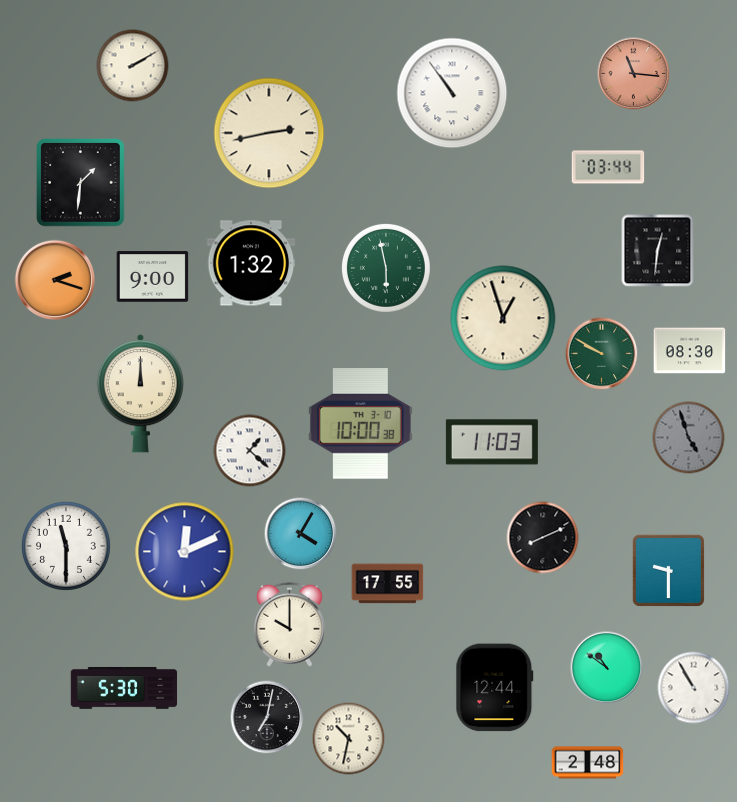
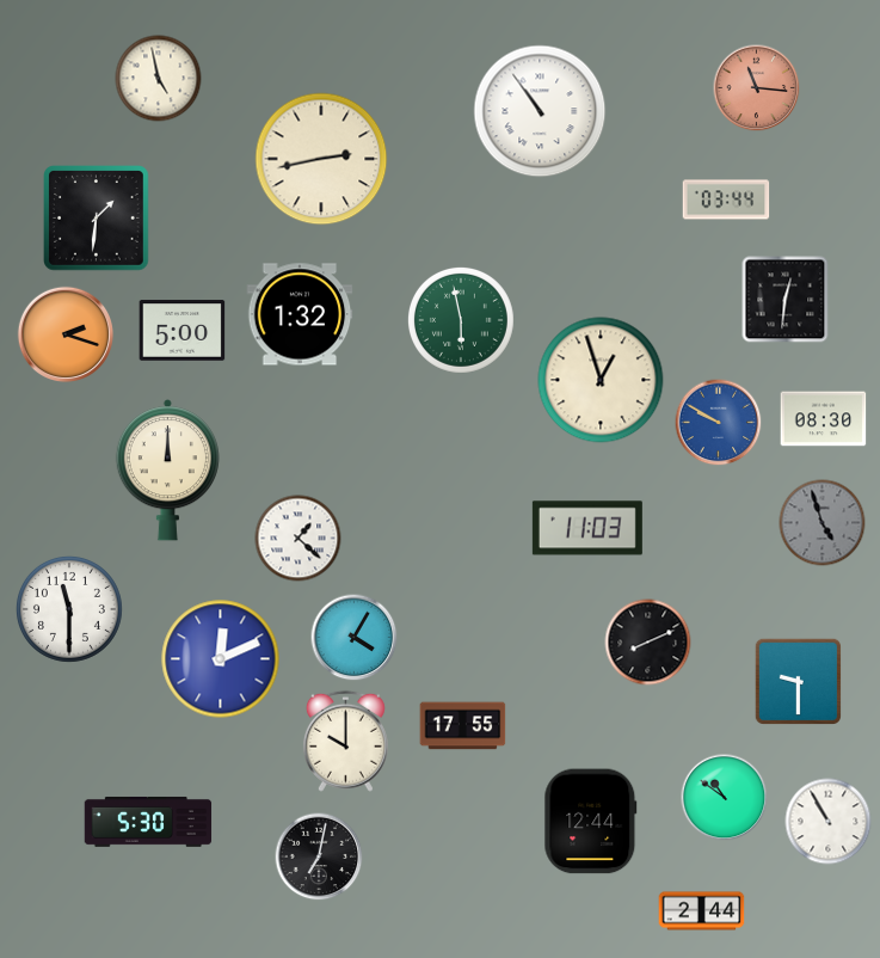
clock at (133, 66): 2:10 -> 4:58
clock at (153, 277): 9:00 -> 5:00
clock at (602, 354) dial: green -> blue
clock at (360, 424): 10:00 -> none
clock at (301, 534) position: (301, 534) -> (355, 638)
clock at (66, 546) position: (66, 546) -> (69, 609)
clock at (388, 584) position: (388, 584) -> (463, 726)
clock at (289, 624) position: (289, 624) -> (345, 741)
clock at (349, 739): 10:32 -> none
clock at (588, 763): 2:48 -> 2:44
